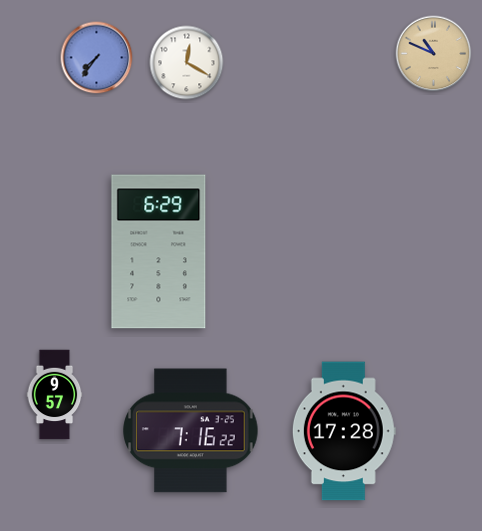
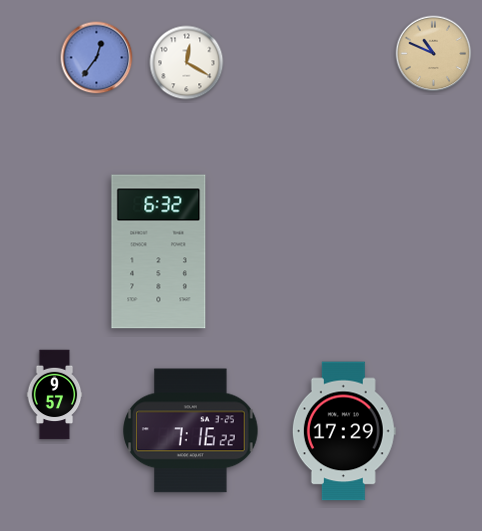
clock at (97, 58): 7:36 -> 12:36
clock at (159, 252): 6:29 -> 6:32
clock at (344, 431): 17:28 -> 17:29
